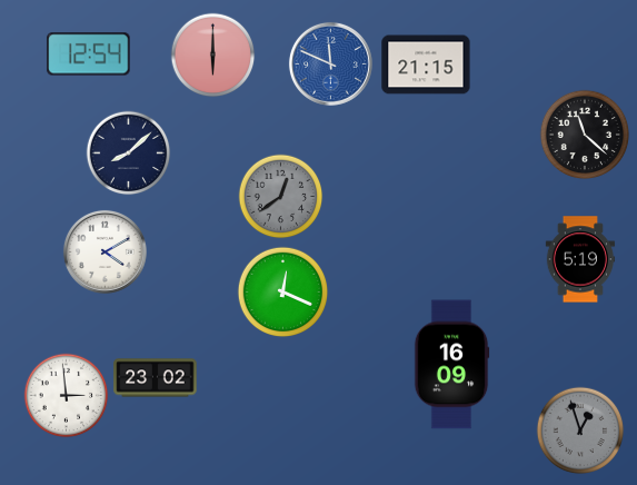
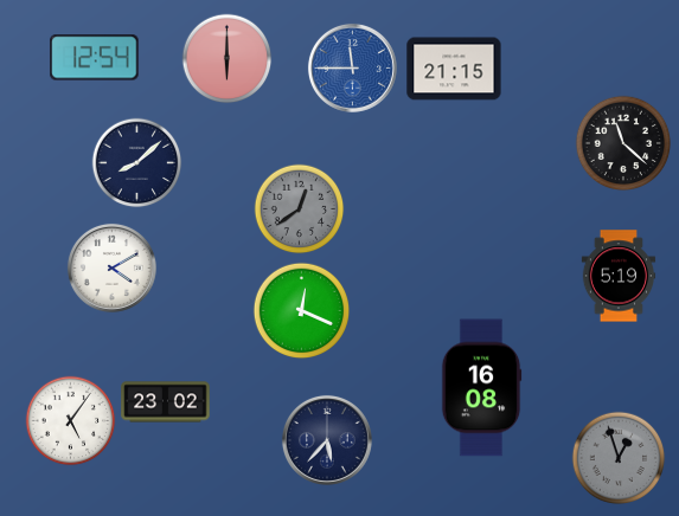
clock at (330, 63): 11:49 -> 11:45
clock at (451, 365): 16:09 -> 16:08
clock at (67, 396): 2:59 -> 5:06
clock at (327, 440): none -> 5:37
